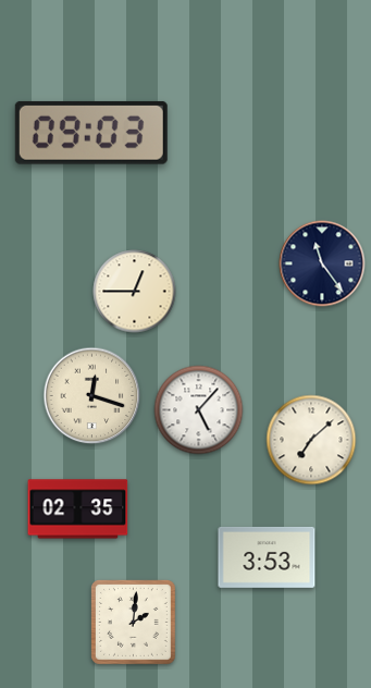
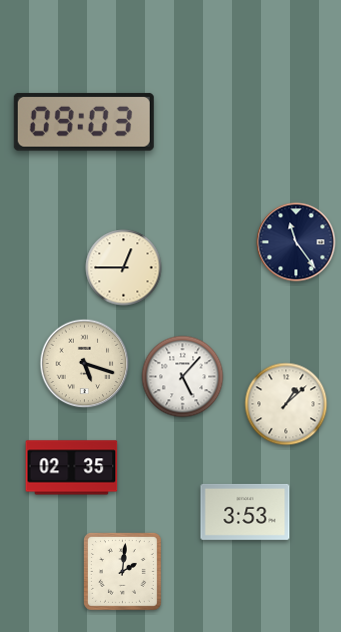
clock at (92, 396): 12:18 -> 5:18
clock at (311, 440): 7:08 -> 1:08
